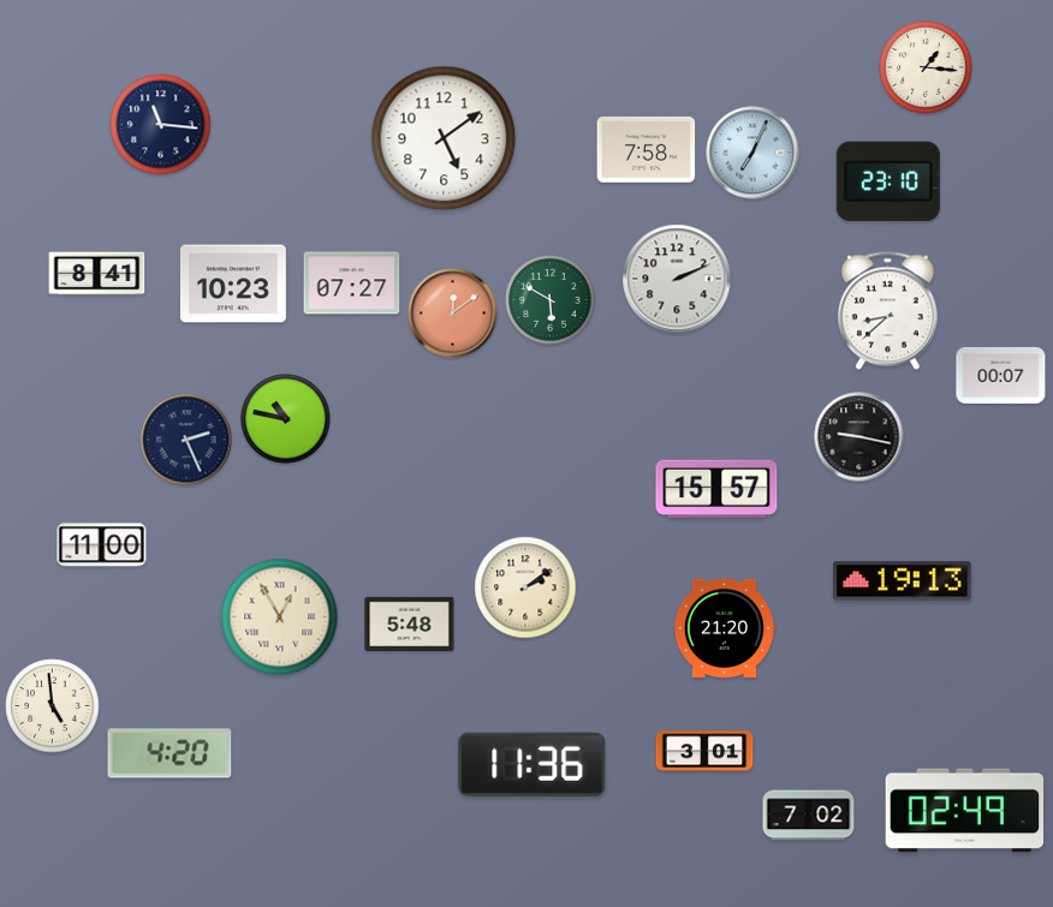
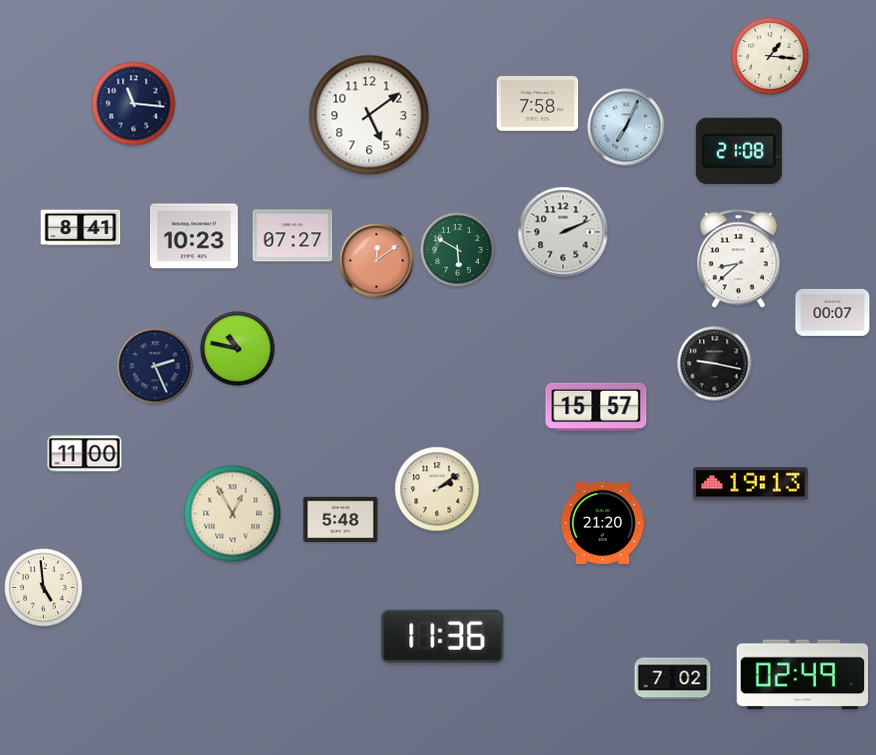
clock at (647, 150) position: (647, 150) -> (538, 104)
clock at (888, 181): 23:10 -> 21:08
clock at (704, 751): 3:01 -> none
clock at (169, 753): 4:20 -> none
